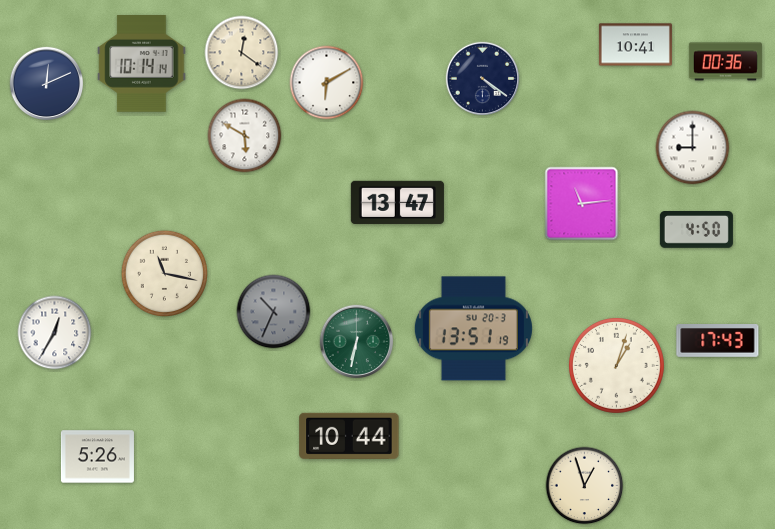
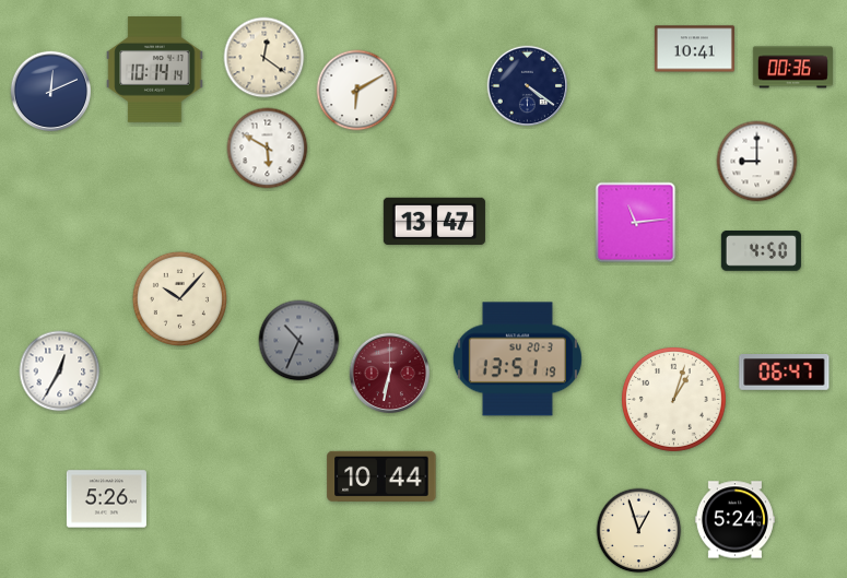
clock at (164, 273): 11:17 -> 10:07
clock at (55, 333) position: (55, 333) -> (60, 371)
clock at (718, 341): 17:43 -> 06:47
clock at (357, 342) dial: green -> burgundy
clock at (734, 520): none -> 5:24
